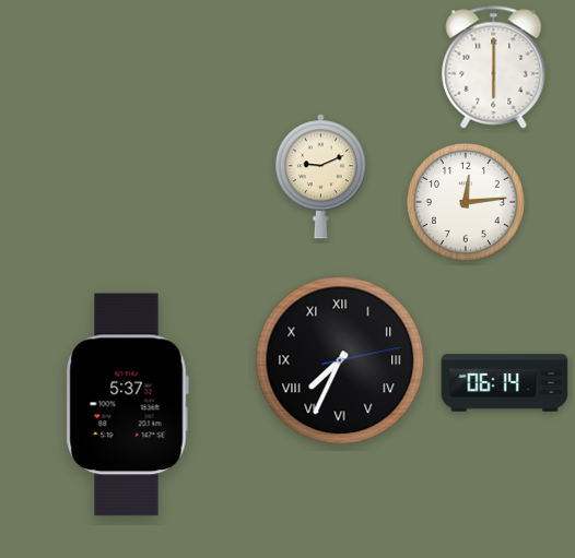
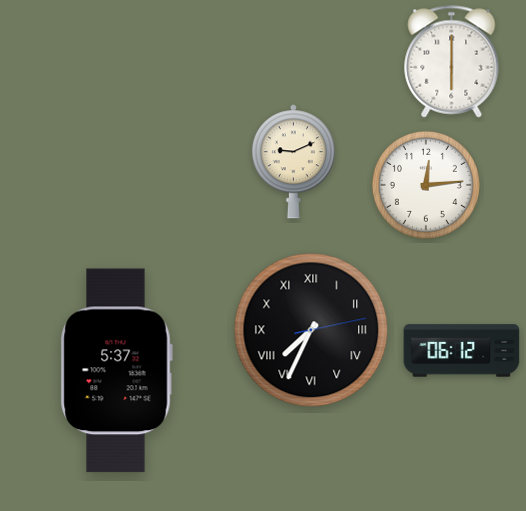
clock at (505, 383): 06:14 -> 06:12
